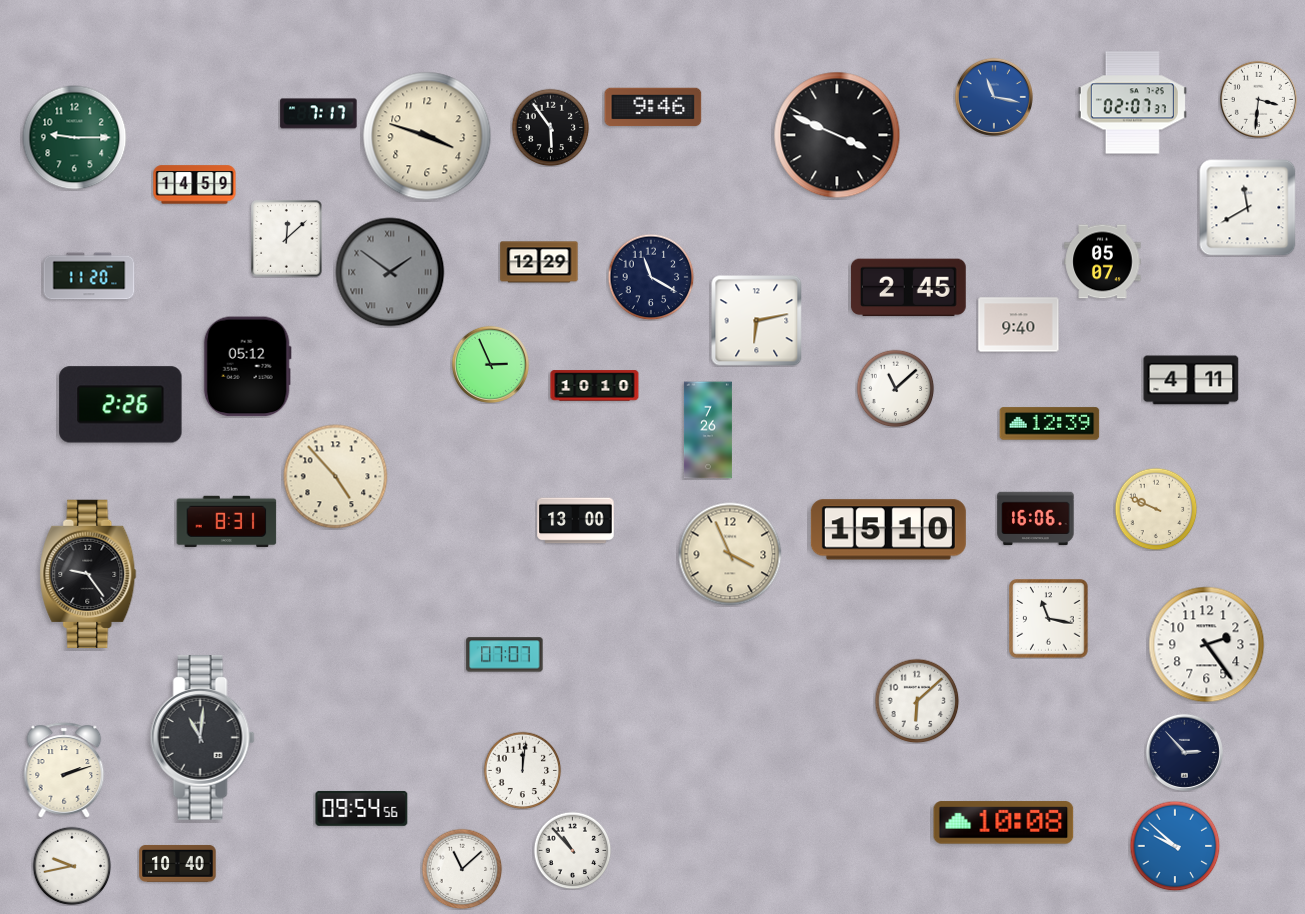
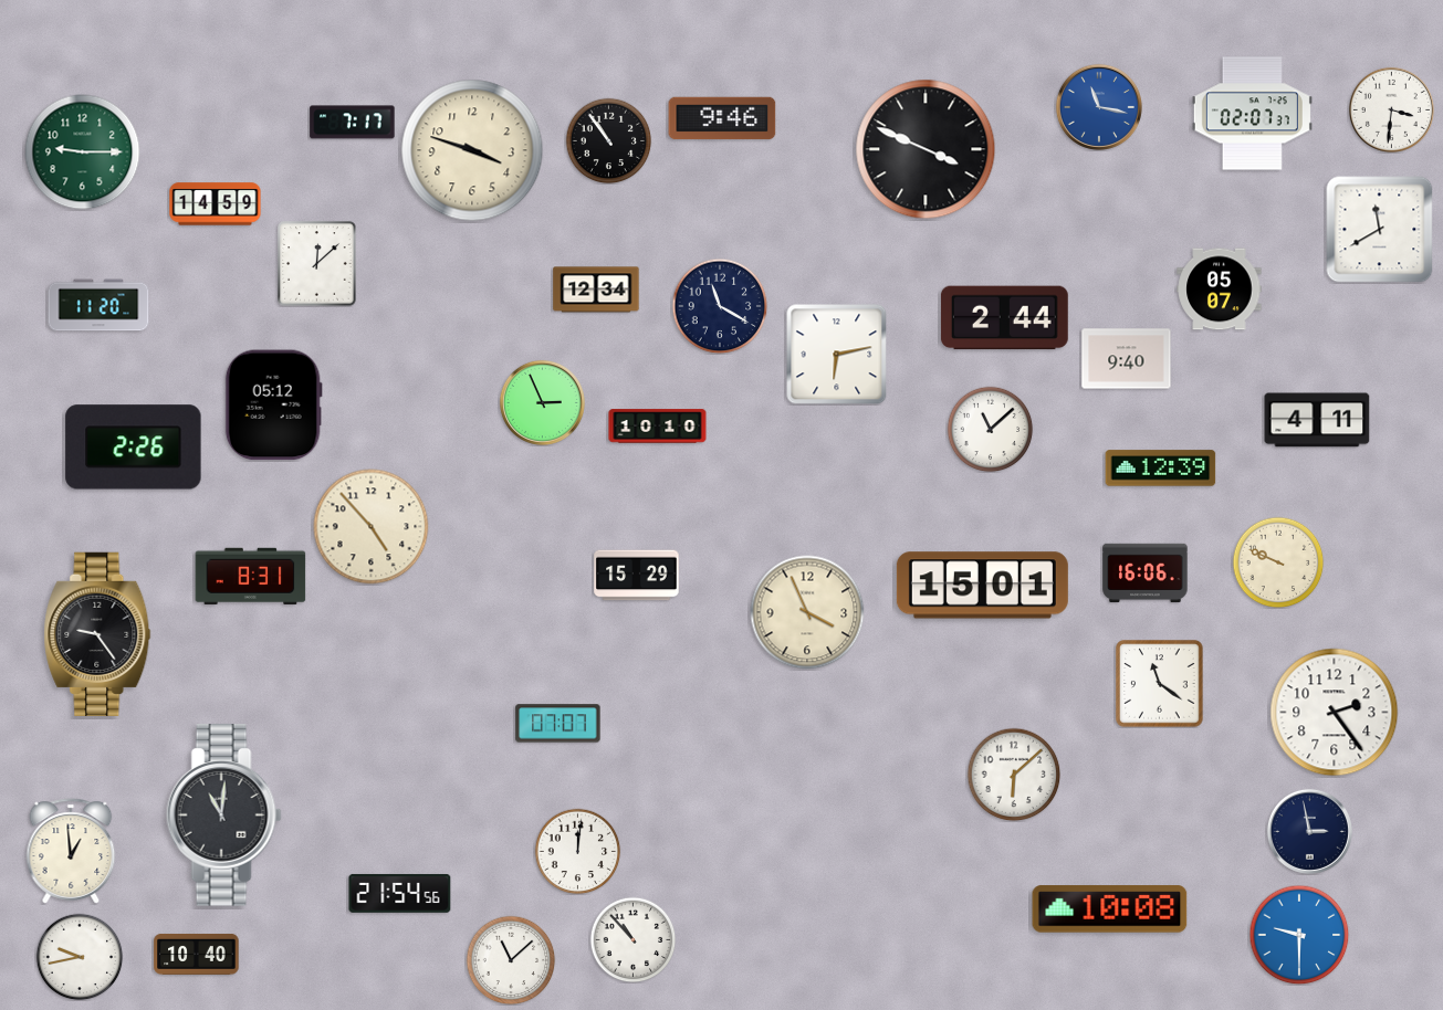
clock at (319, 114) position: (319, 114) -> (353, 123)
clock at (550, 127): 5:54 -> 10:54
clock at (539, 262): 12:29 -> 12:34
clock at (390, 272): 1:51 -> none
clock at (908, 288): 2:45 -> 2:44
clock at (708, 430): 7:26 -> none
clock at (576, 521): 13:00 -> 15:29
clock at (888, 530): 15:10 -> 15:01
clock at (1049, 619): 11:17 -> 11:21
clock at (1184, 752): 2:53 -> 2:58
clock at (64, 770): 2:12 -> 12:59
clock at (362, 808): 09:54 -> 21:54
clock at (1175, 846): 9:52 -> 9:30
